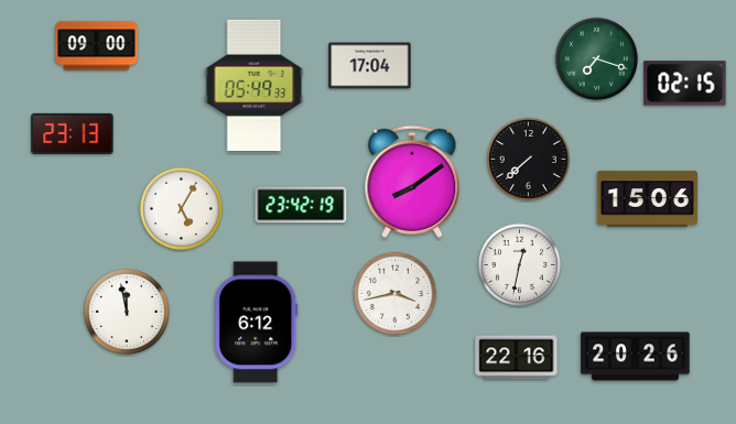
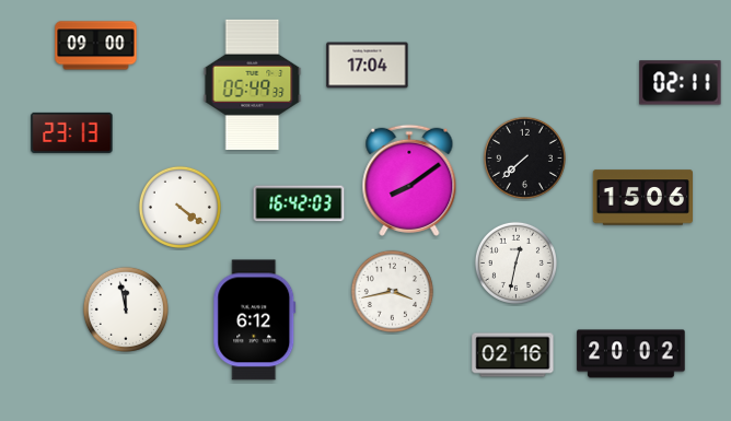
clock at (596, 58): 7:18 -> none
clock at (685, 84): 02:15 -> 02:11
clock at (301, 205): 23:42 -> 16:42
clock at (181, 208): 5:05 -> 4:21
clock at (636, 357): 20:26 -> 20:02
clock at (517, 358): 22:16 -> 02:16
